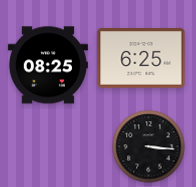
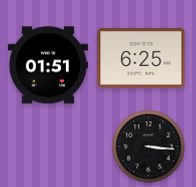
clock at (48, 65): 08:25 -> 01:51
